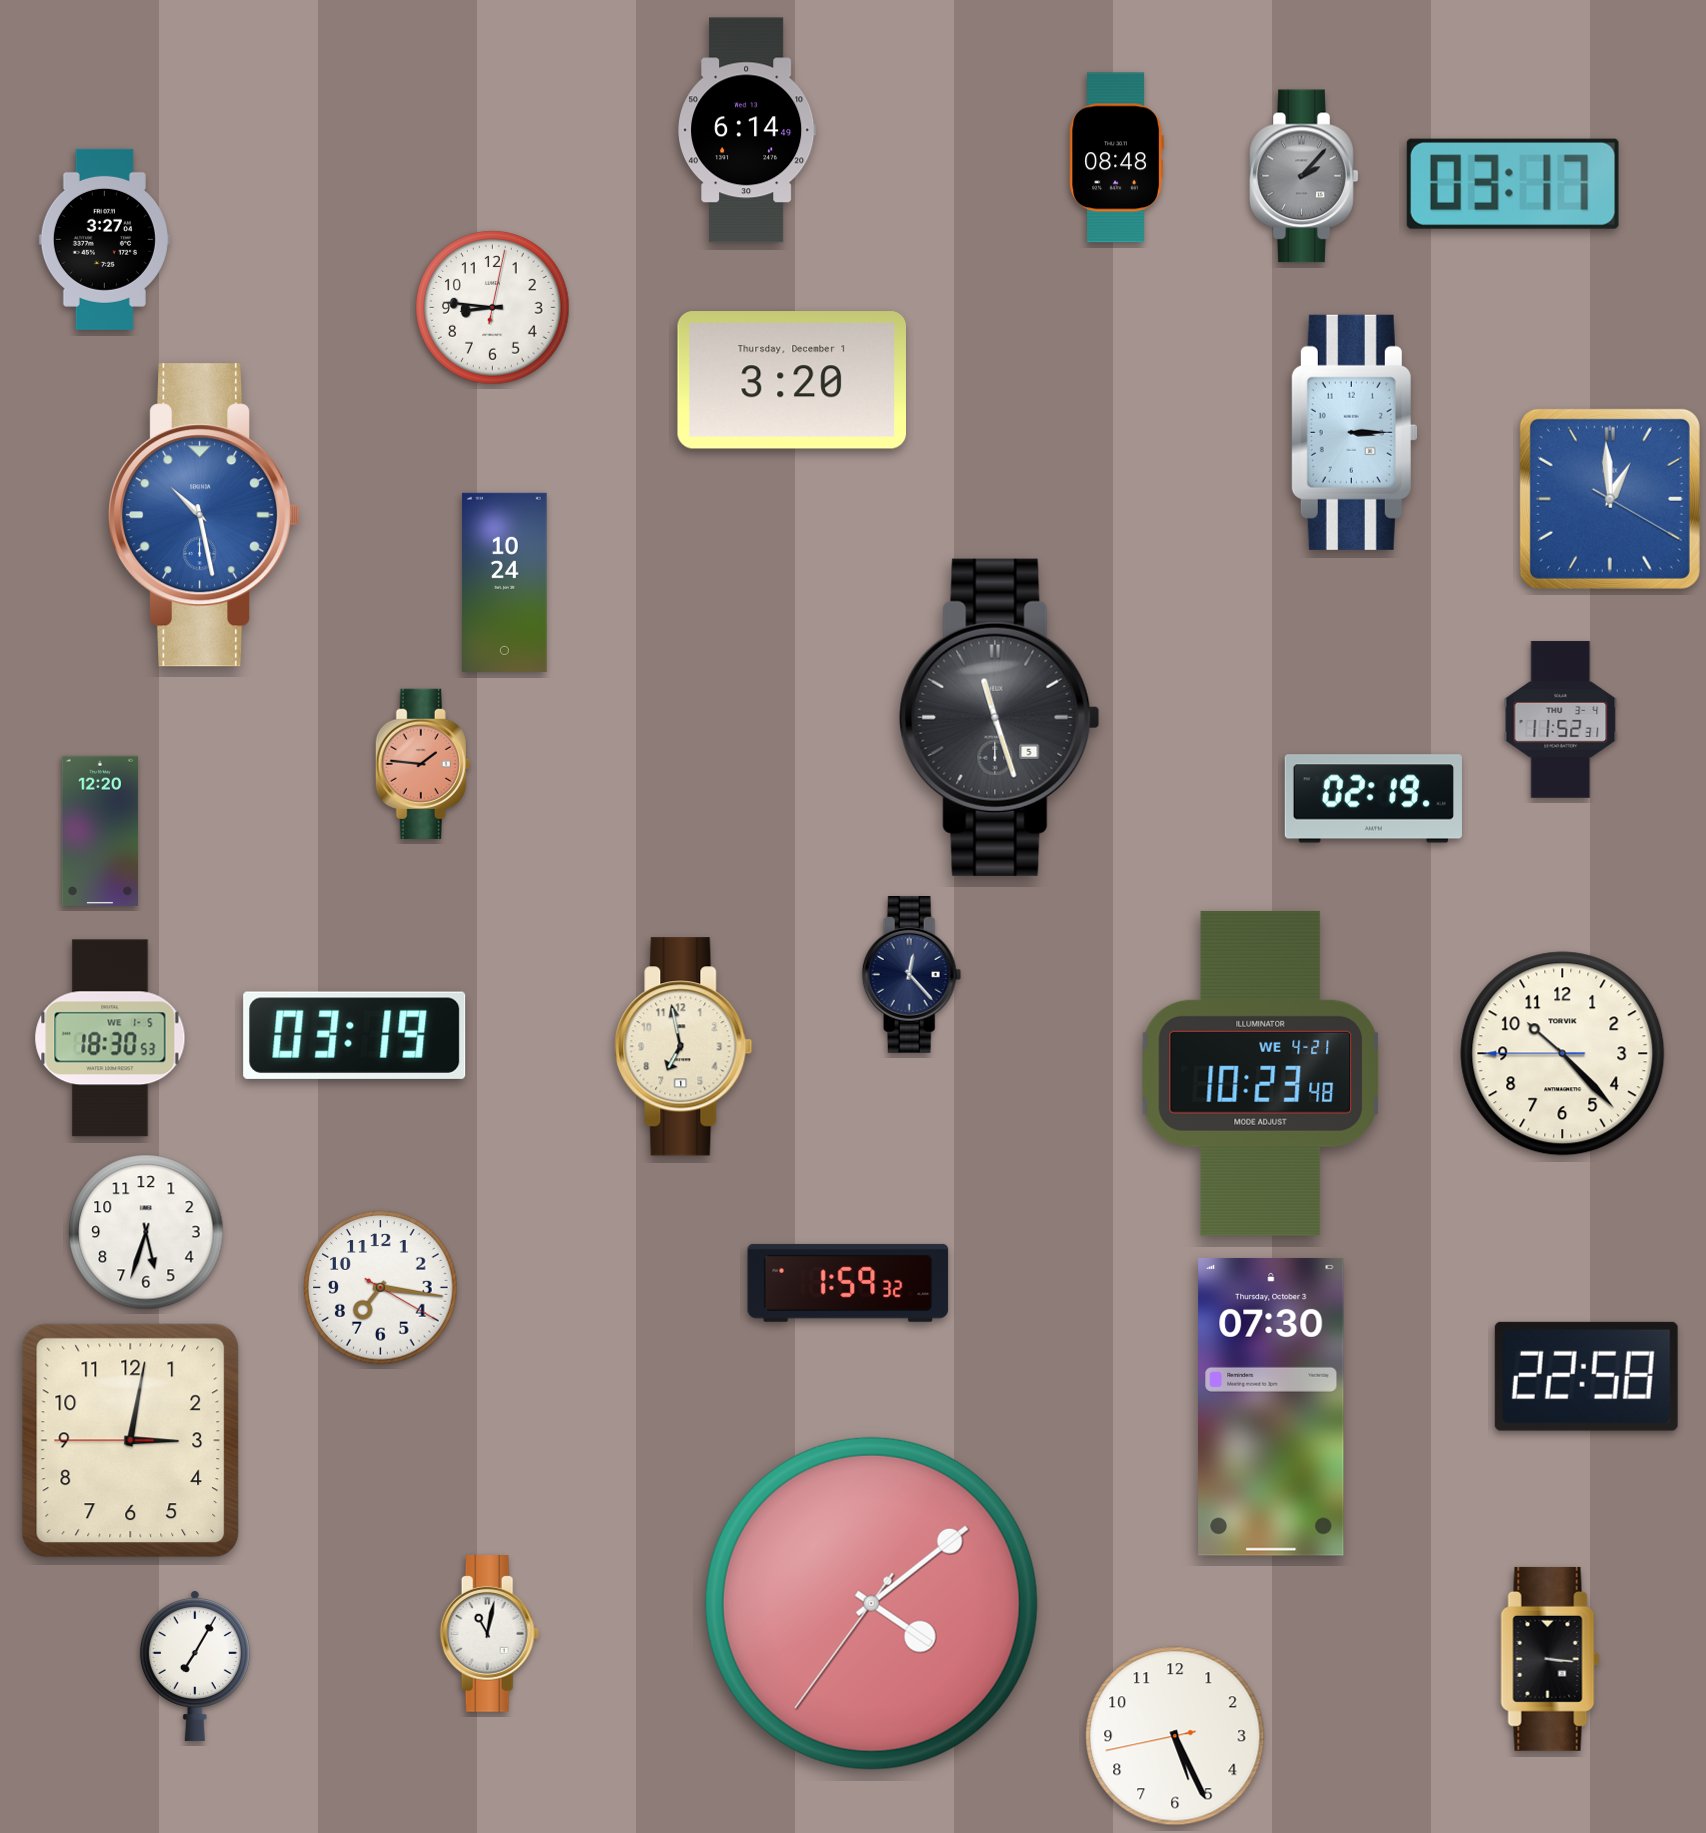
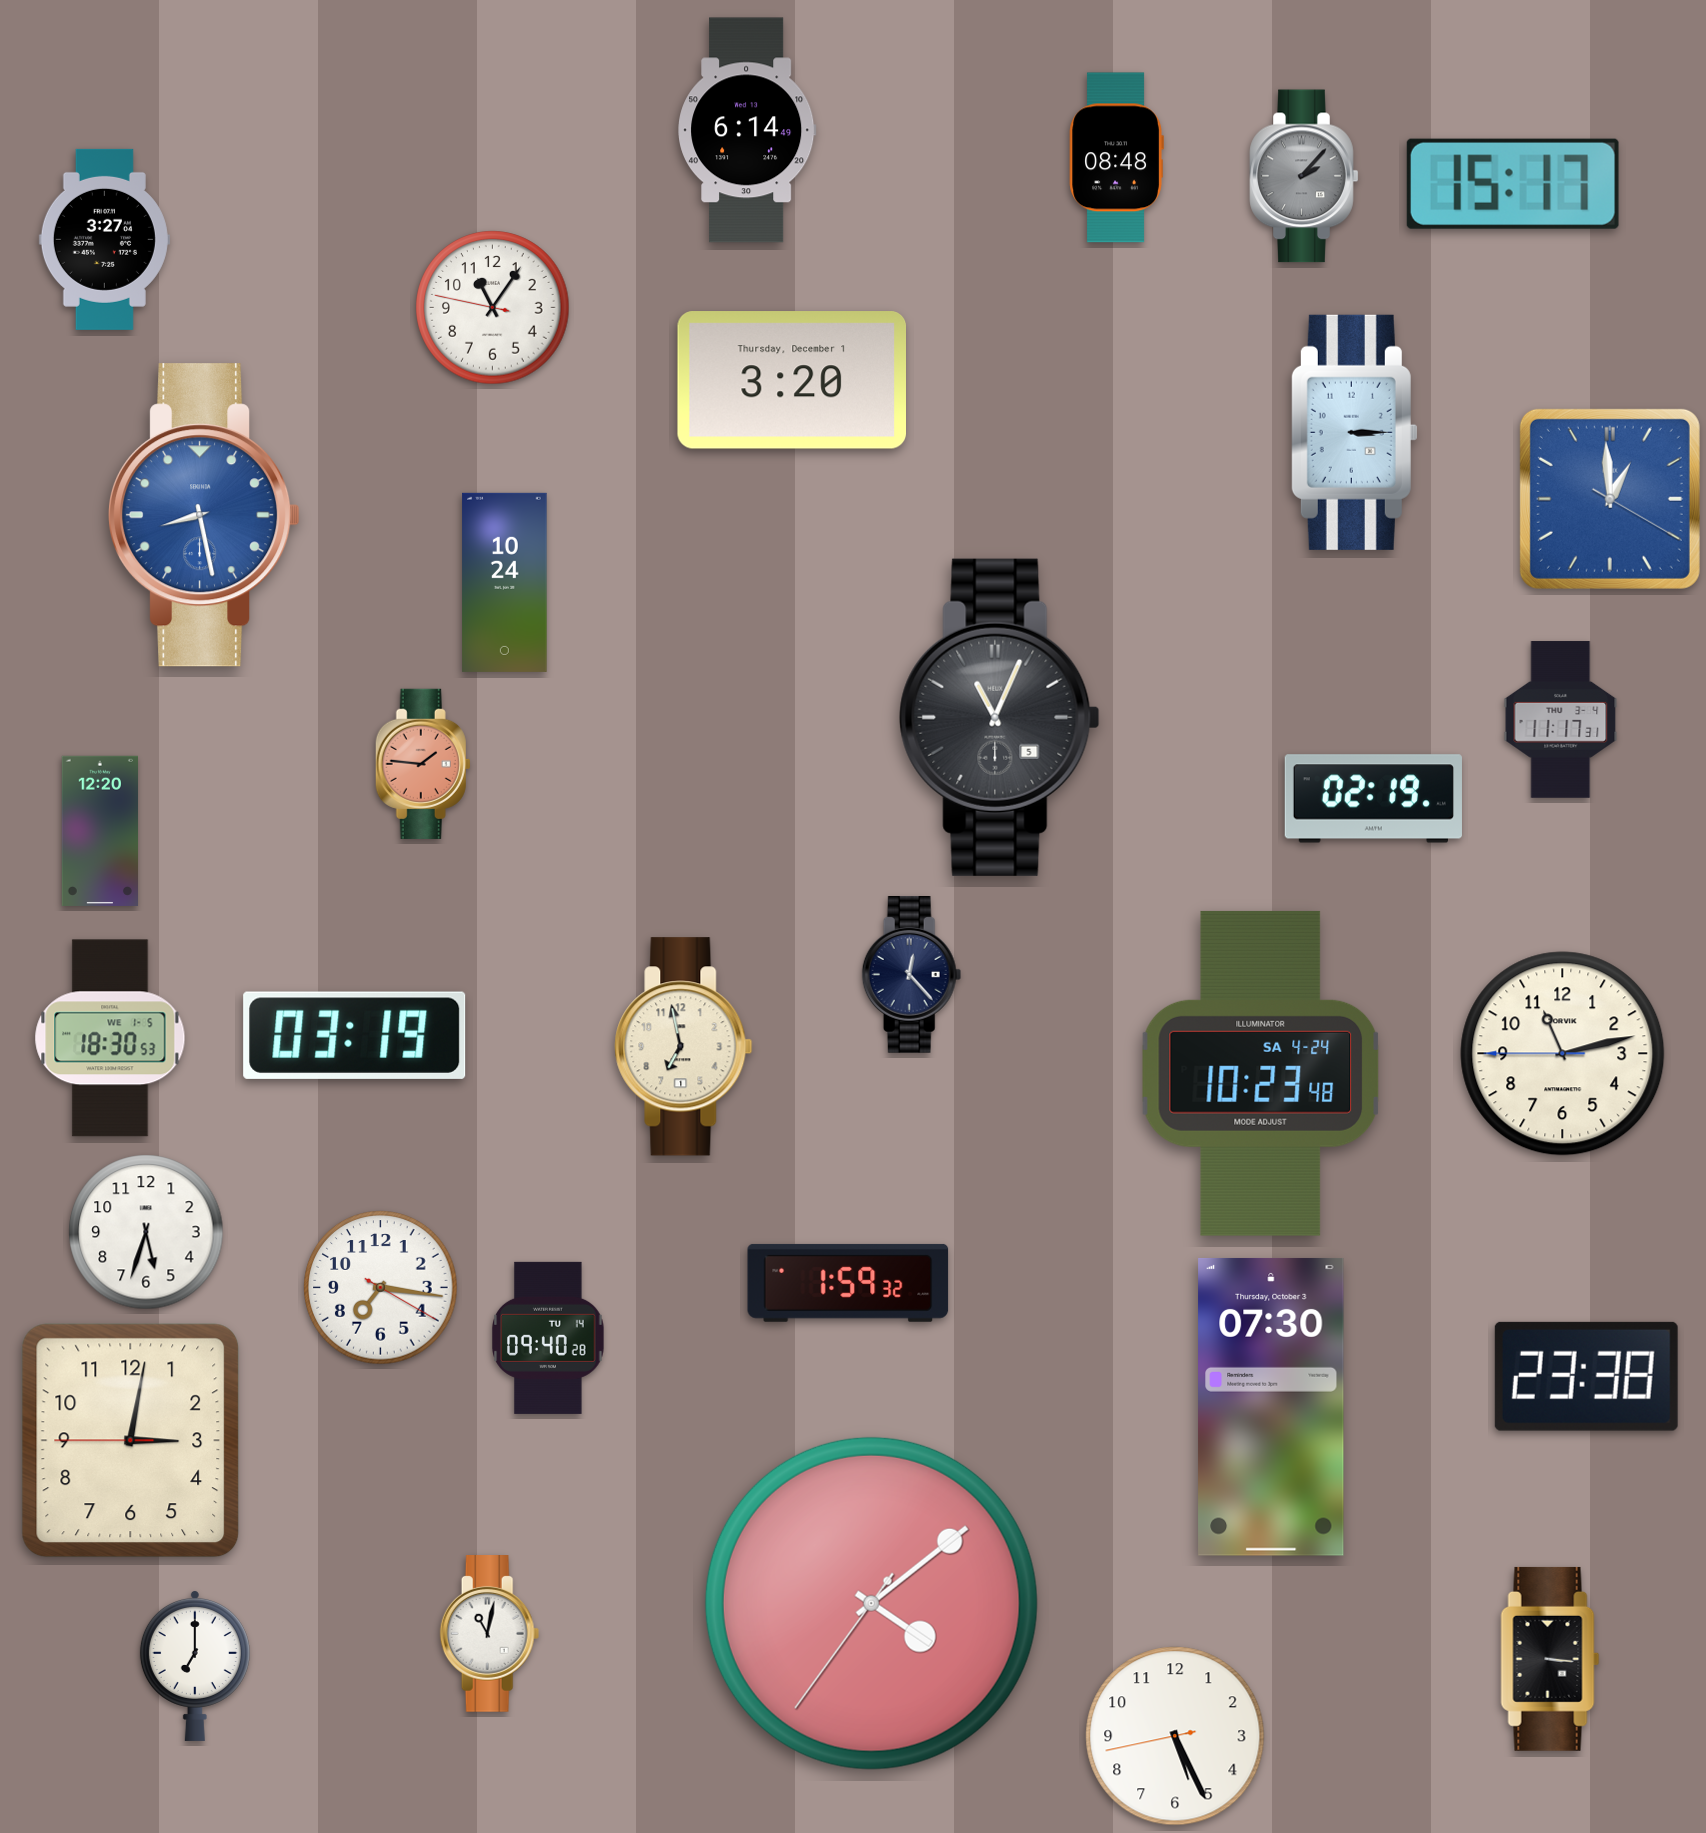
clock at (1513, 184): 03:17 -> 15:17
clock at (493, 308): 8:46 -> 11:05
clock at (205, 515): 10:28 -> 8:28
clock at (1000, 717): 11:27 -> 11:04
clock at (1561, 720): 11:52 -> 11:17
clock at (1563, 1054): 10:22 -> 11:12
clock at (1261, 1073) date: WE 4-21 -> SA 4-24
clock at (548, 1338): none -> 09:40
clock at (1586, 1376): 22:58 -> 23:38
clock at (195, 1665): 7:05 -> 7:00
